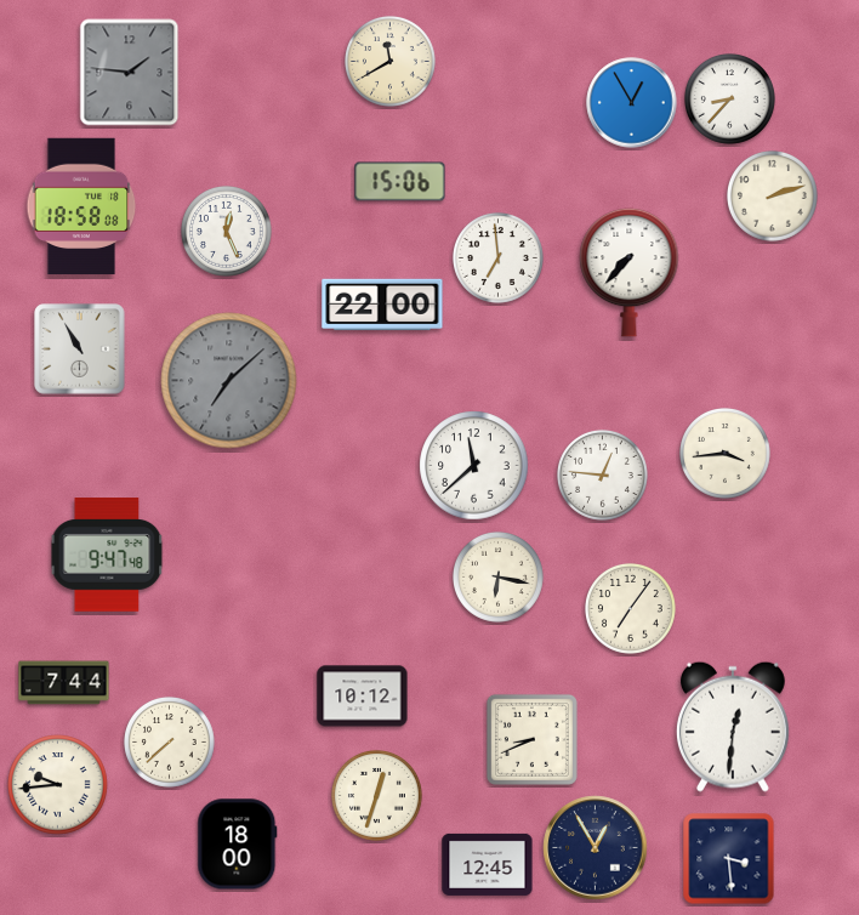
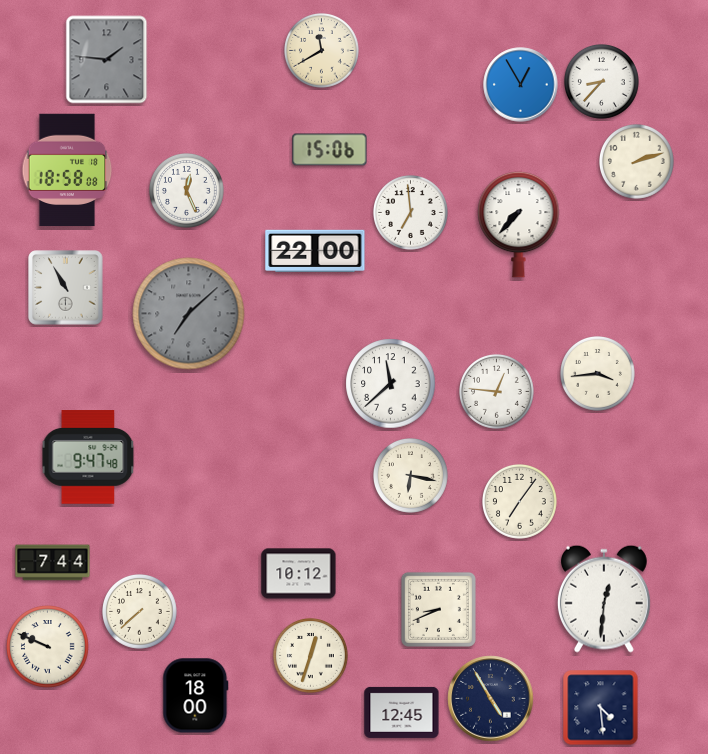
clock at (58, 785): 9:44 -> 9:49
clock at (596, 848): 12:55 -> 4:55
clock at (729, 859): 3:29 -> 4:29
